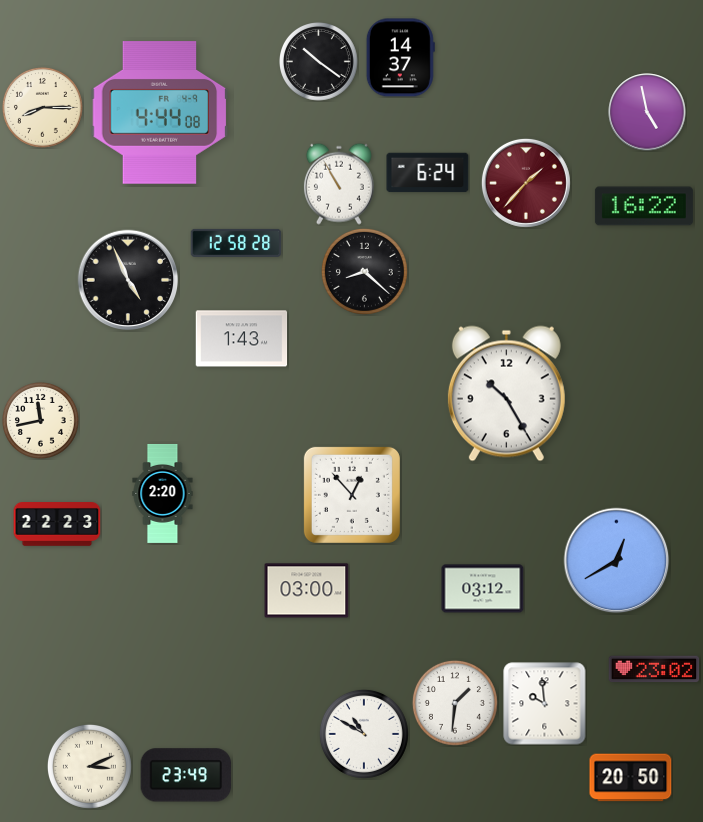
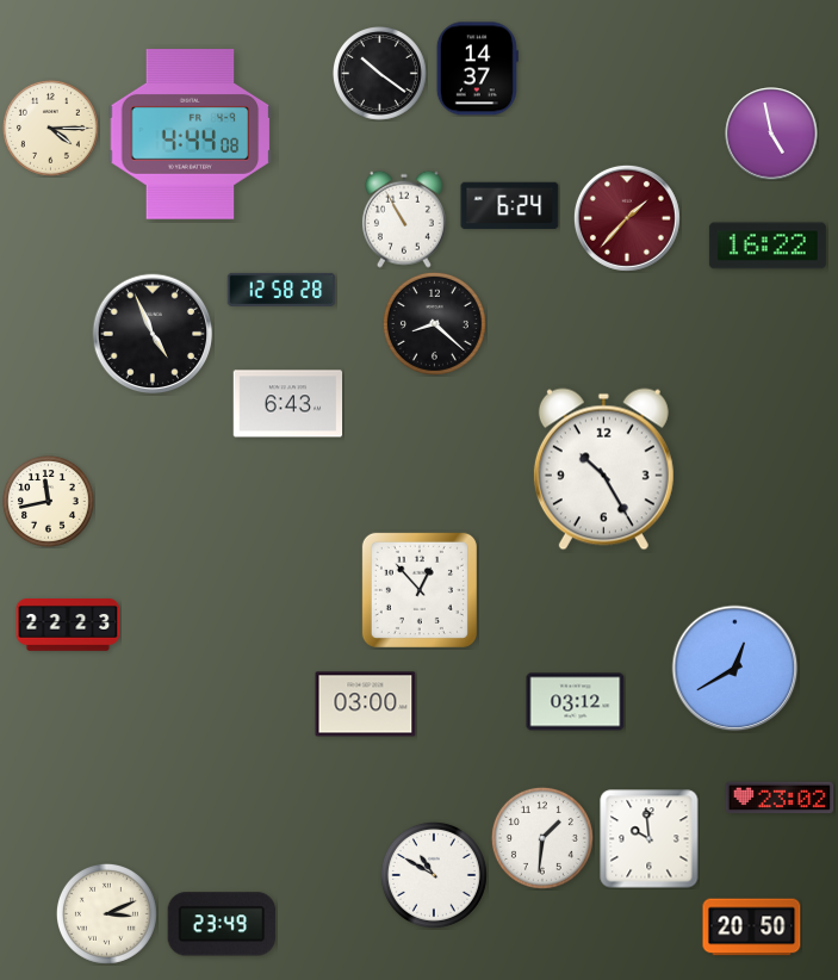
clock at (42, 107): 8:15 -> 4:15
clock at (242, 339): 1:43 -> 6:43
clock at (163, 493): 2:20 -> none
